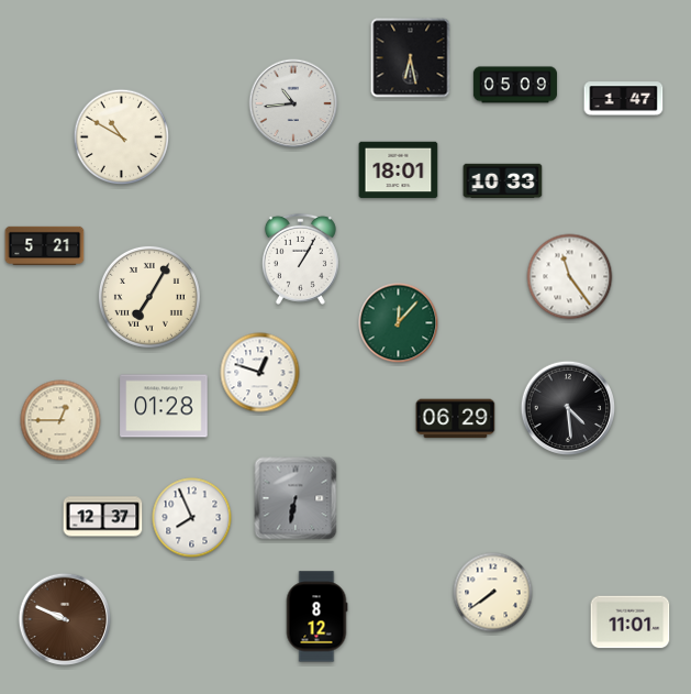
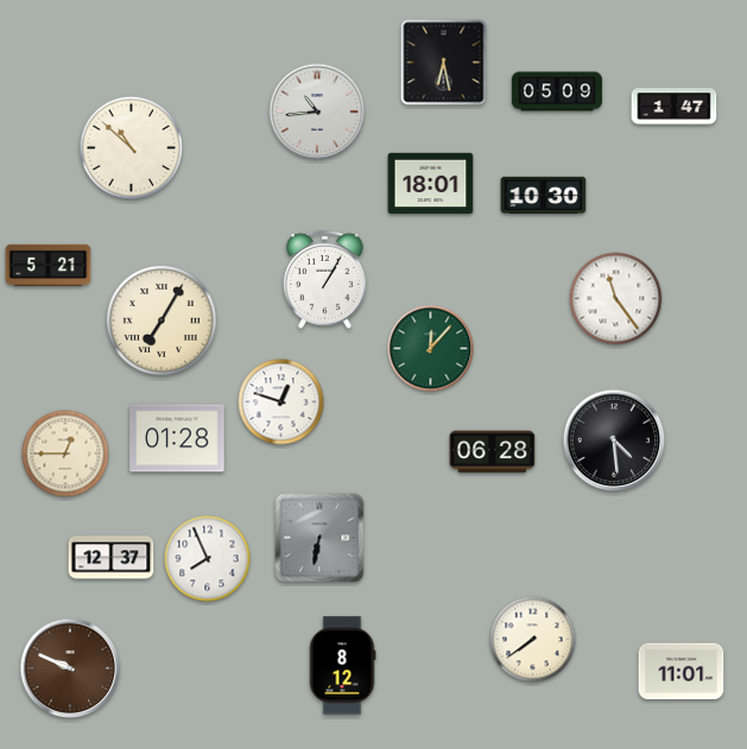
clock at (122, 137): 10:50 -> 10:52
clock at (503, 181): 10:33 -> 10:30
clock at (456, 419): 06:29 -> 06:28
